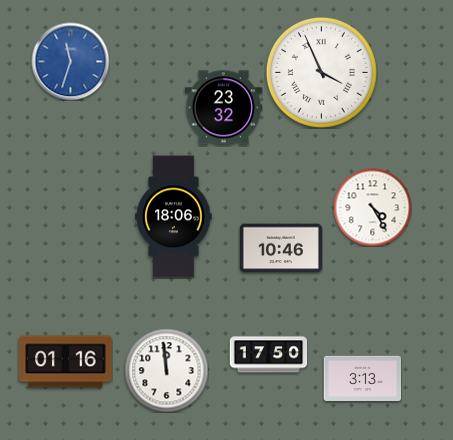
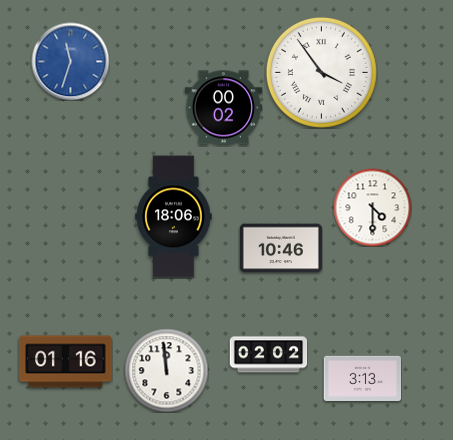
clock at (321, 72): 3:56 -> 3:54
clock at (223, 108): 23:32 -> 00:02
clock at (372, 207): 4:25 -> 4:30
clock at (268, 355): 17:50 -> 02:02
